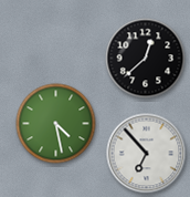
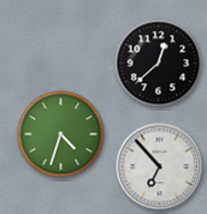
clock at (56, 124): 4:28 -> 4:33
